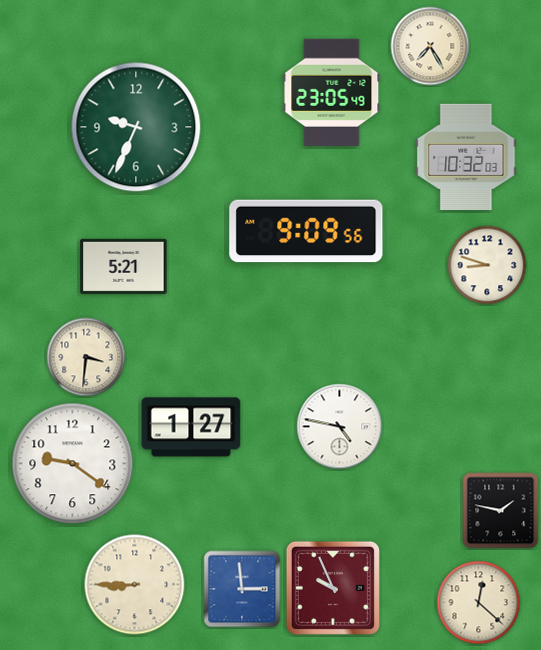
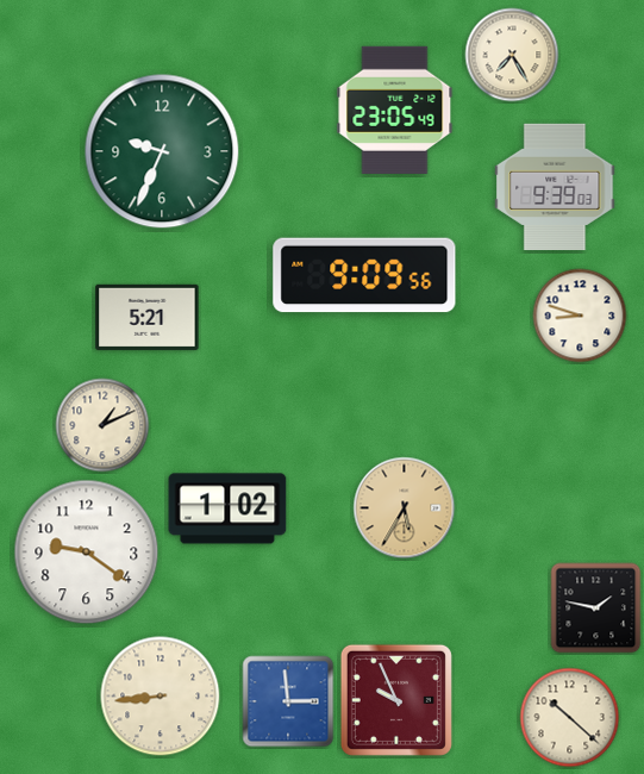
clock at (466, 156): 10:32 -> 9:39
clock at (86, 357): 3:31 -> 1:11
clock at (191, 427): 1:27 -> 1:02
clock at (340, 427): 4:47 -> 5:35
clock at (340, 427) dial: white -> champagne
clock at (135, 585): 8:45 -> 8:44
clock at (479, 603): 12:22 -> 10:22
